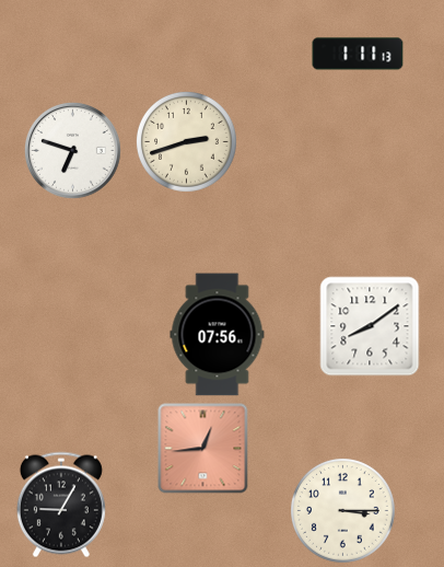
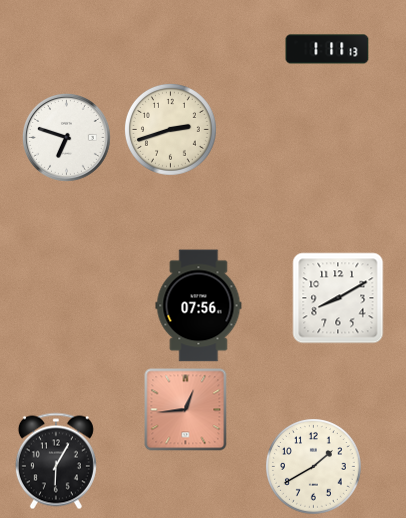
clock at (370, 326): 8:09 -> 8:10
clock at (61, 505): 9:05 -> 6:05
clock at (343, 511): 3:15 -> 1:40
